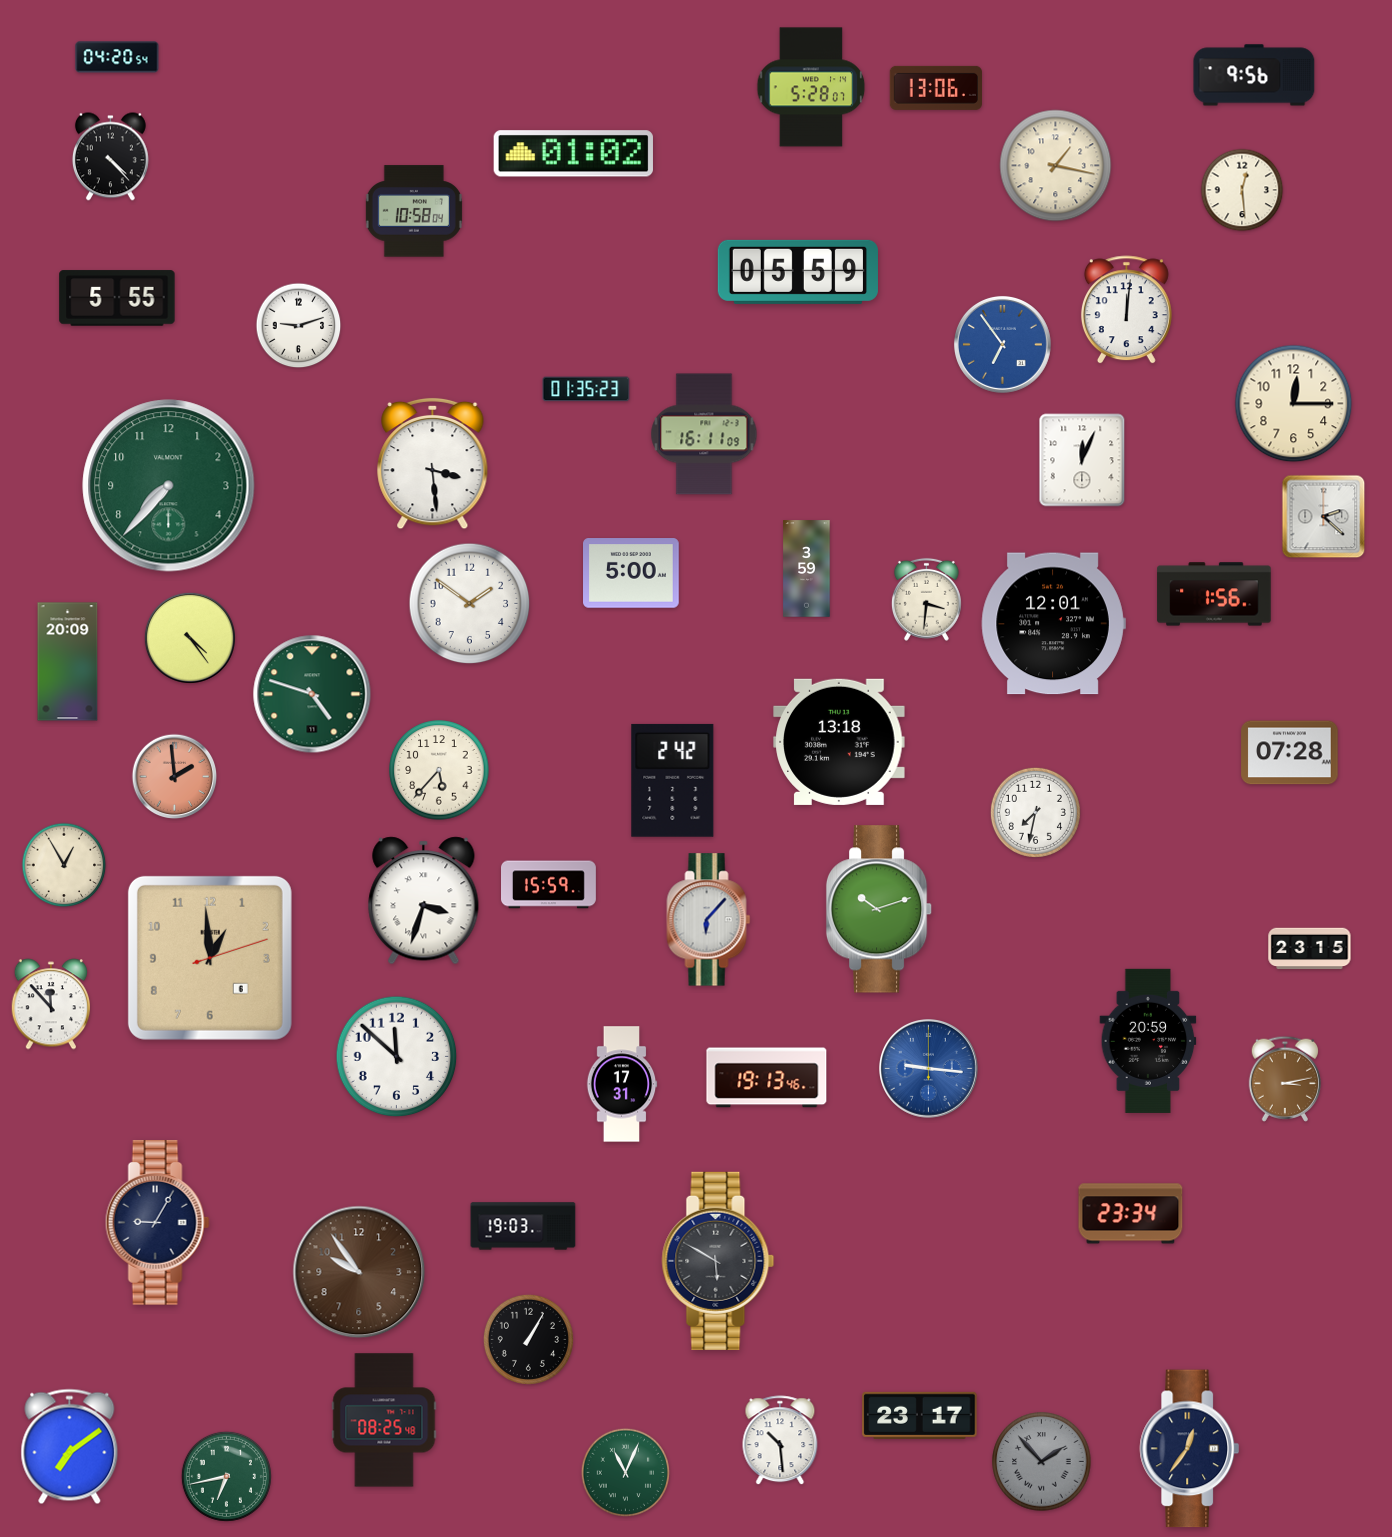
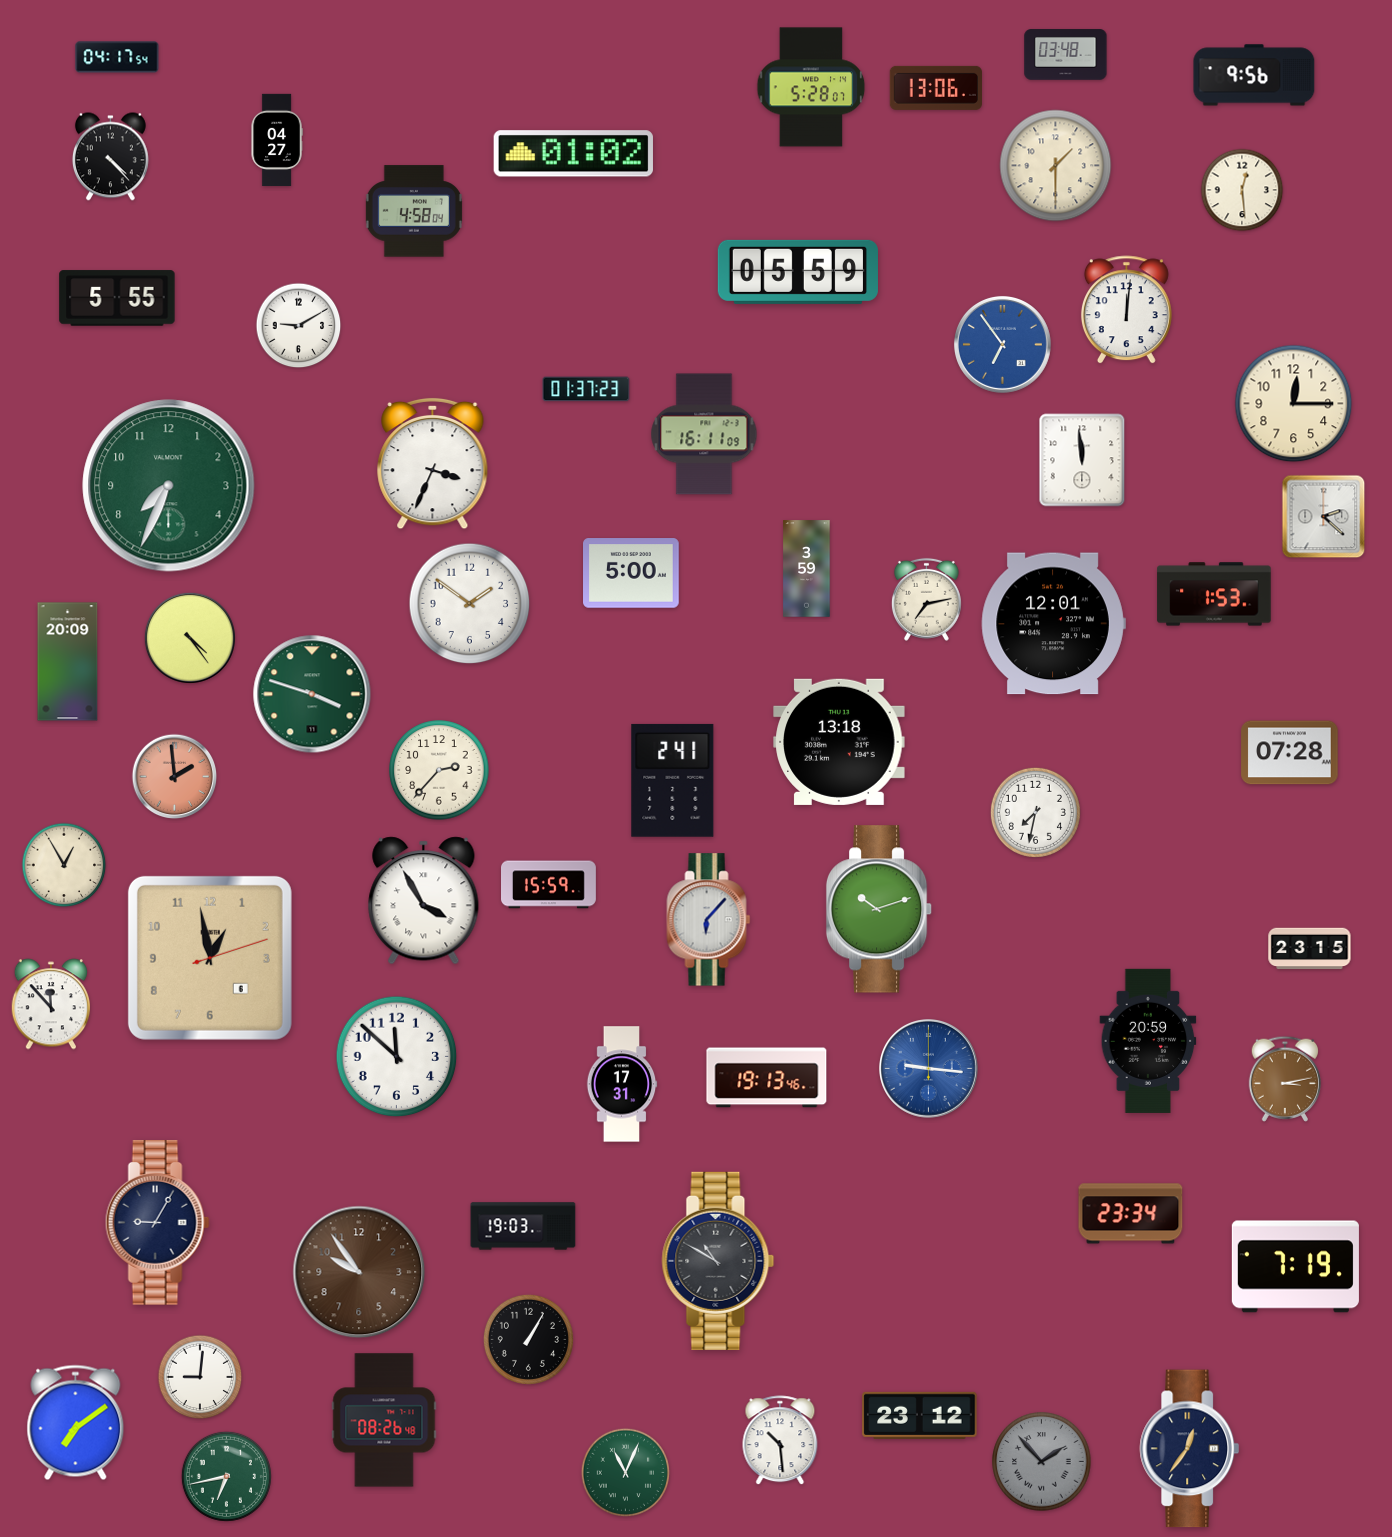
clock at (1066, 55): none -> 03:48
clock at (117, 57): 04:20 -> 04:17
clock at (277, 140): none -> 04:27
clock at (1056, 166): 1:17 -> 1:30
clock at (414, 211): 10:58 -> 4:58
clock at (299, 326): 9:12 -> 9:10
clock at (586, 389): 01:35 -> 01:37
clock at (1082, 460): 12:04 -> 11:59
clock at (433, 464): 3:29 -> 3:34
clock at (169, 486): 7:37 -> 7:34
clock at (1214, 594): 1:56 -> 1:53
clock at (926, 599): 3:31 -> 7:13
clock at (312, 694): 4:48 -> 3:48
clock at (439, 770): 5:37 -> 2:37
clock at (673, 780): 2:42 -> 2:41
clock at (424, 901): 3:33 -> 3:55
clock at (210, 958): 12:59 -> 12:58
clock at (718, 1261): 5:50 -> 10:50
clock at (1295, 1267): none -> 7:19
clock at (200, 1377): none -> 9:01
clock at (920, 1415): 23:17 -> 23:12
clock at (384, 1420): 08:25 -> 08:26
clock at (70, 1447) position: (70, 1447) -> (76, 1423)
